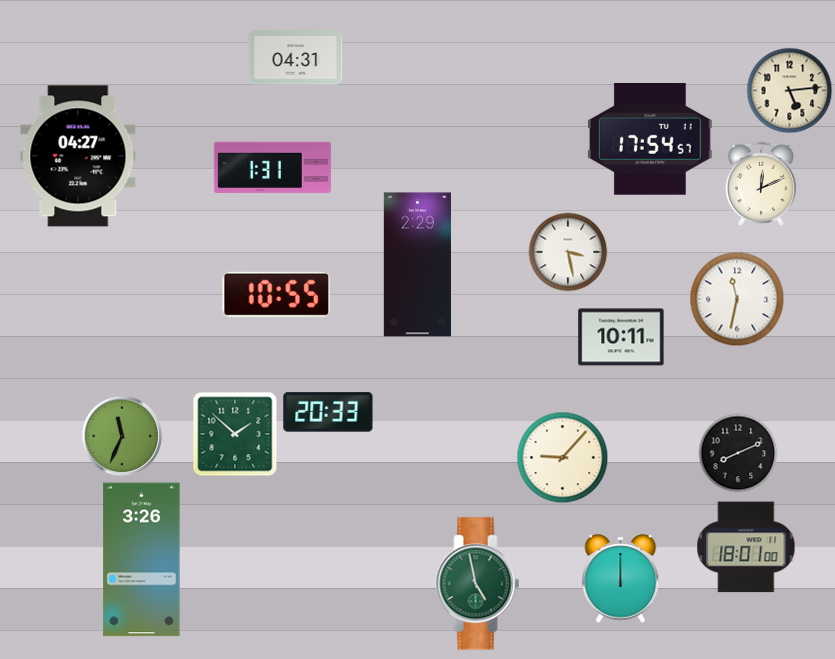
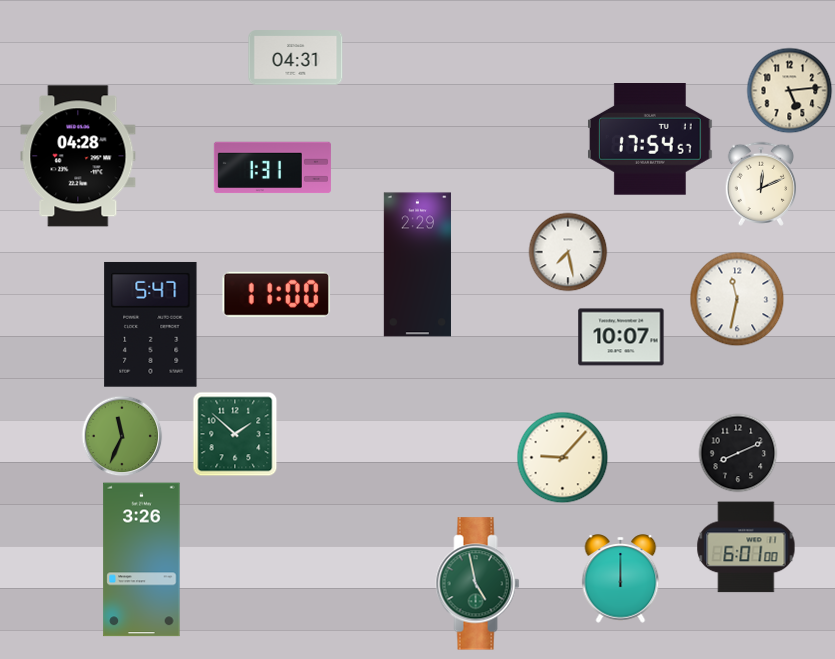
clock at (78, 156): 04:27 -> 04:28
clock at (568, 252): 3:28 -> 7:28
clock at (277, 294): 10:55 -> 11:00
clock at (151, 324): none -> 5:47
clock at (621, 337): 10:11 -> 10:07
clock at (328, 412): 20:33 -> none
clock at (746, 547): 18:01 -> 6:01
